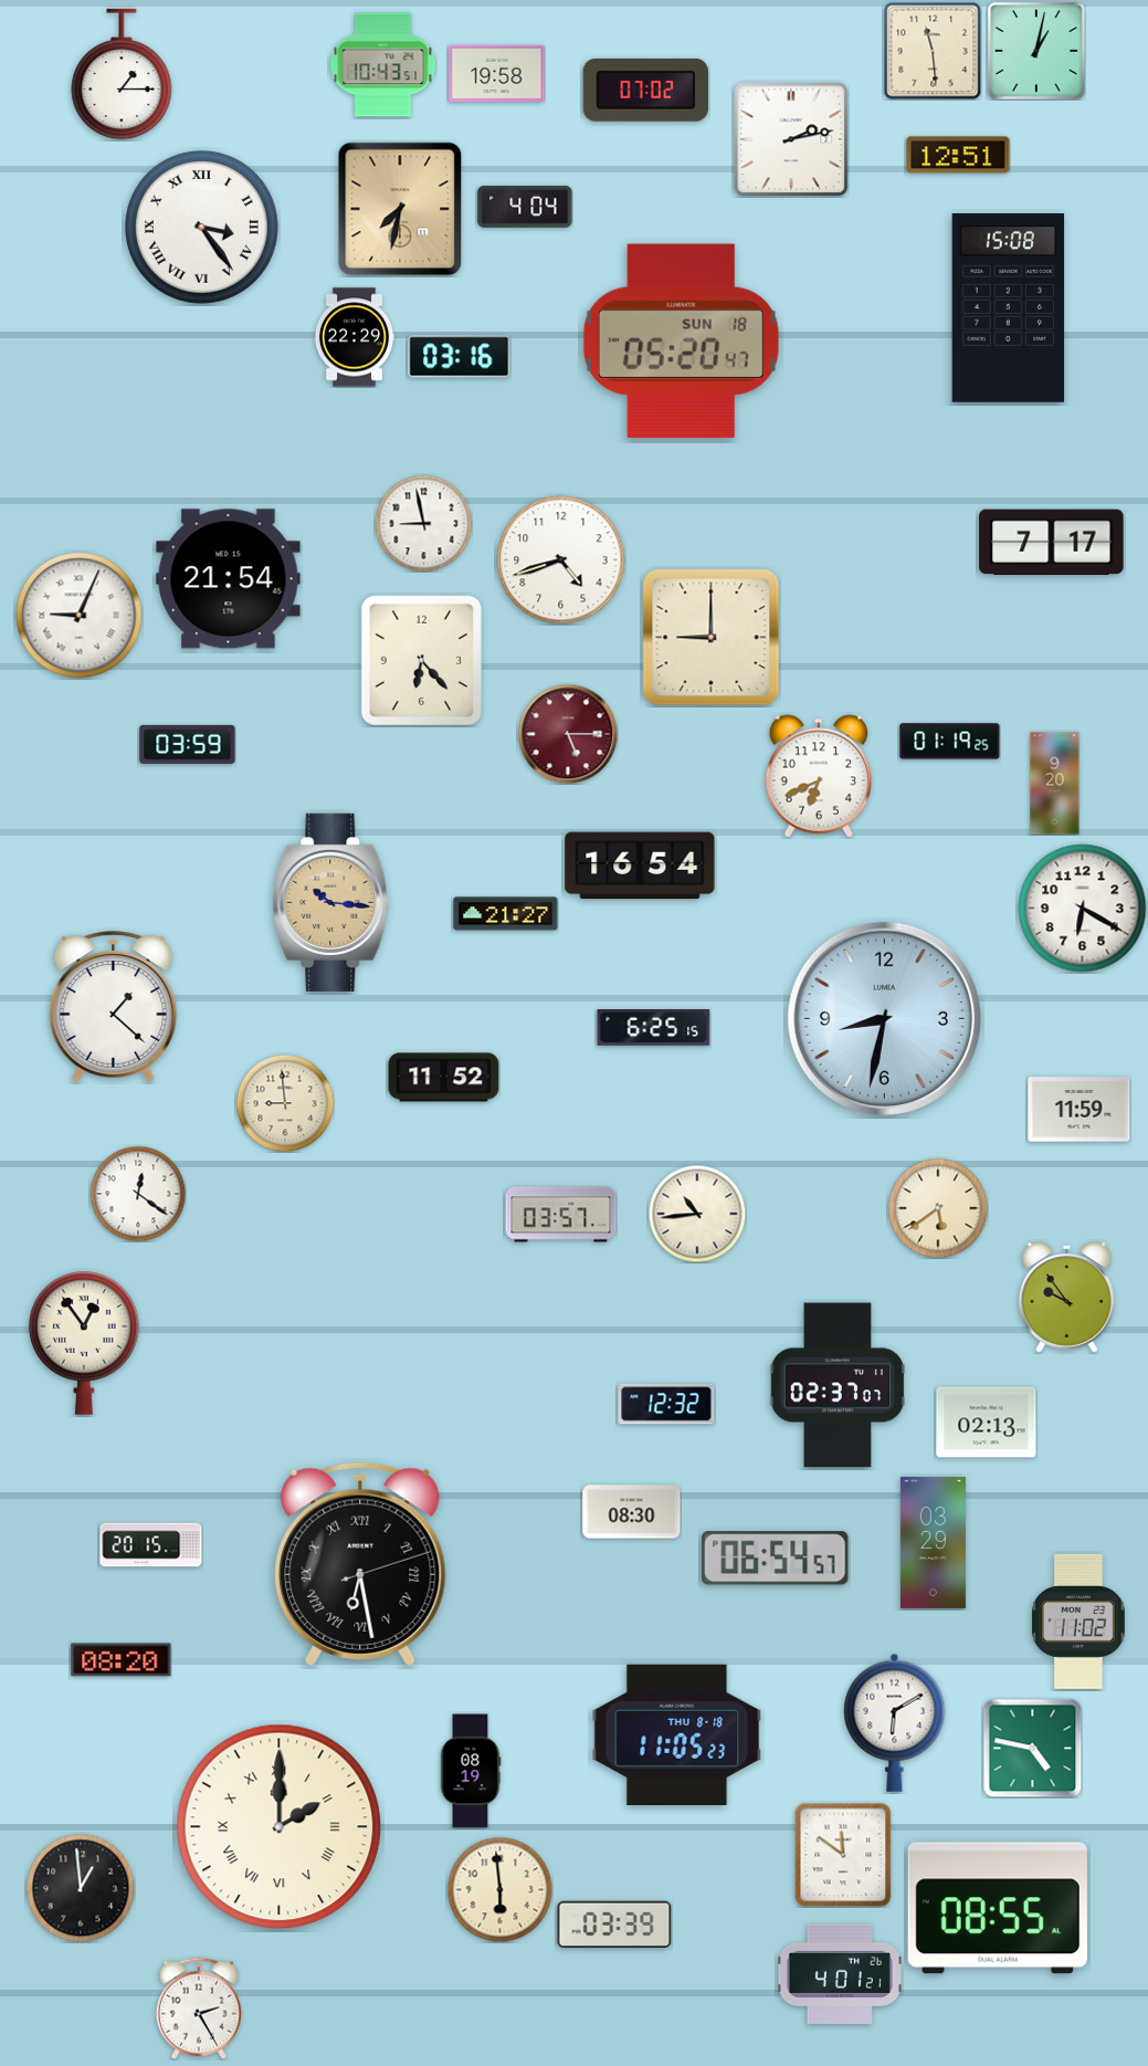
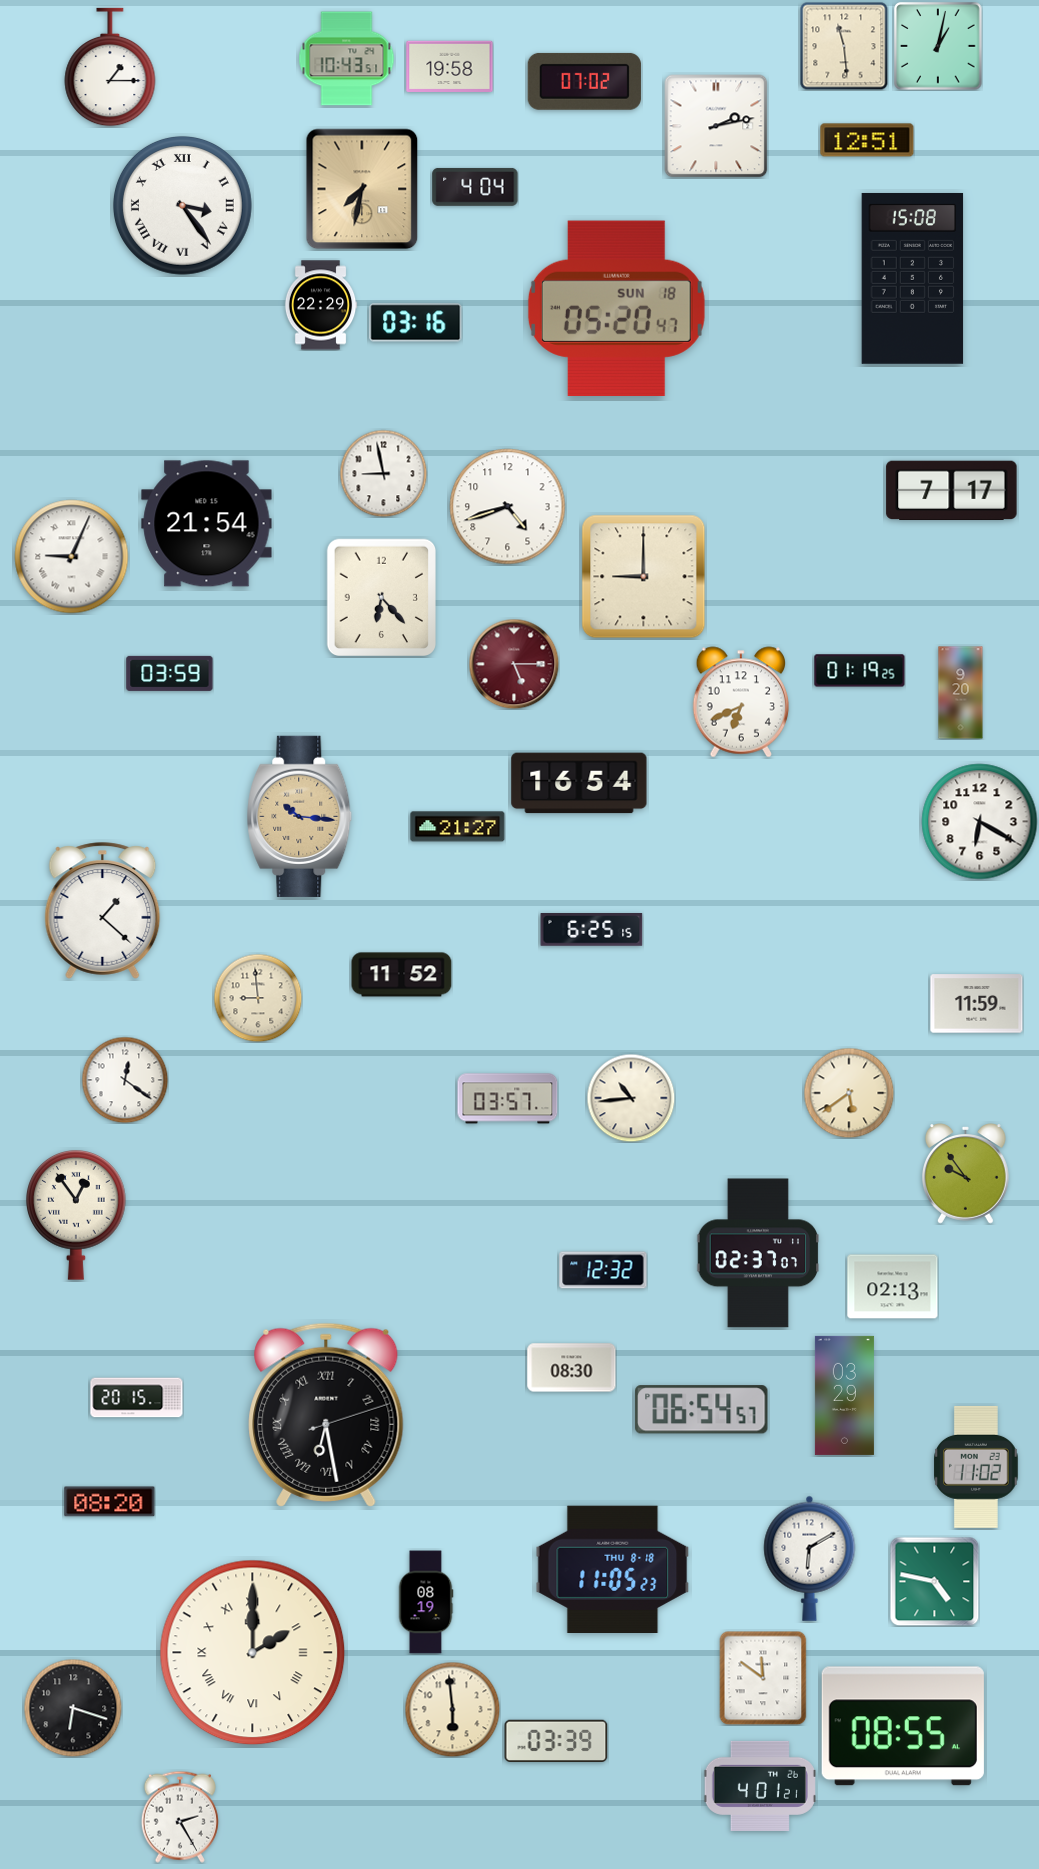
clock at (1055, 784) position: (1055, 784) -> (961, 693)
clock at (885, 1019): 8:32 -> none
clock at (81, 1888): 12:59 -> 6:18
